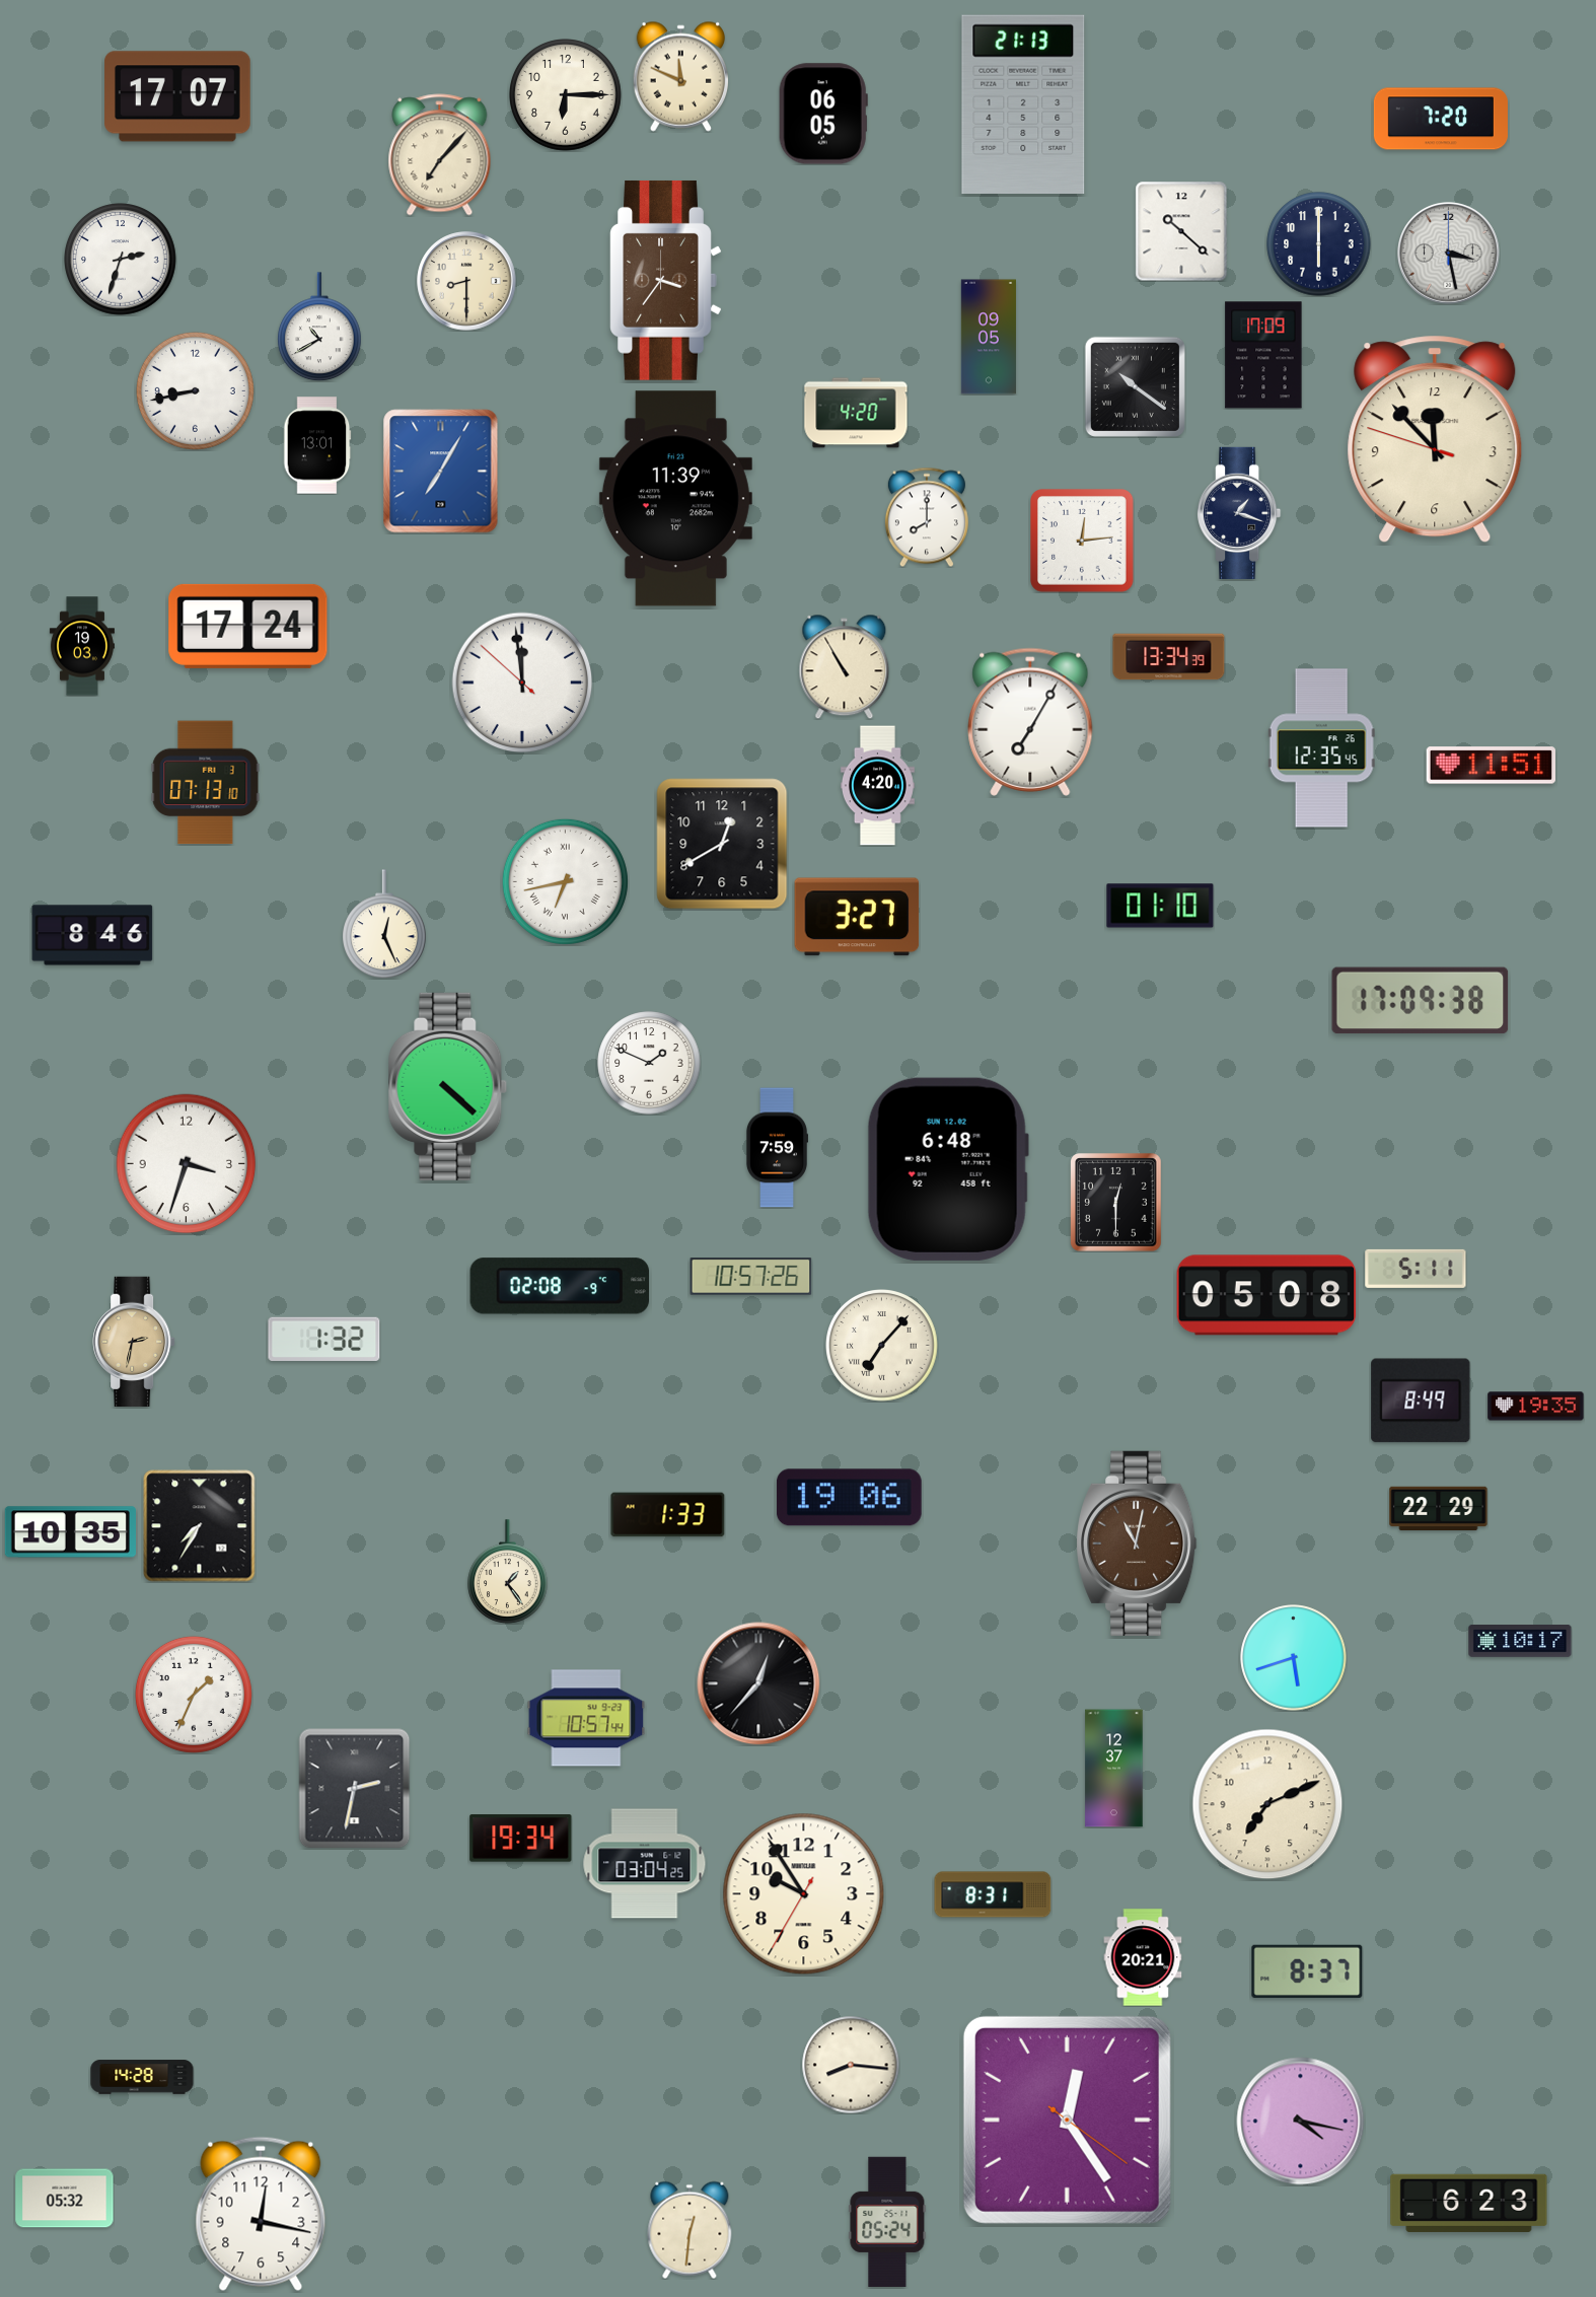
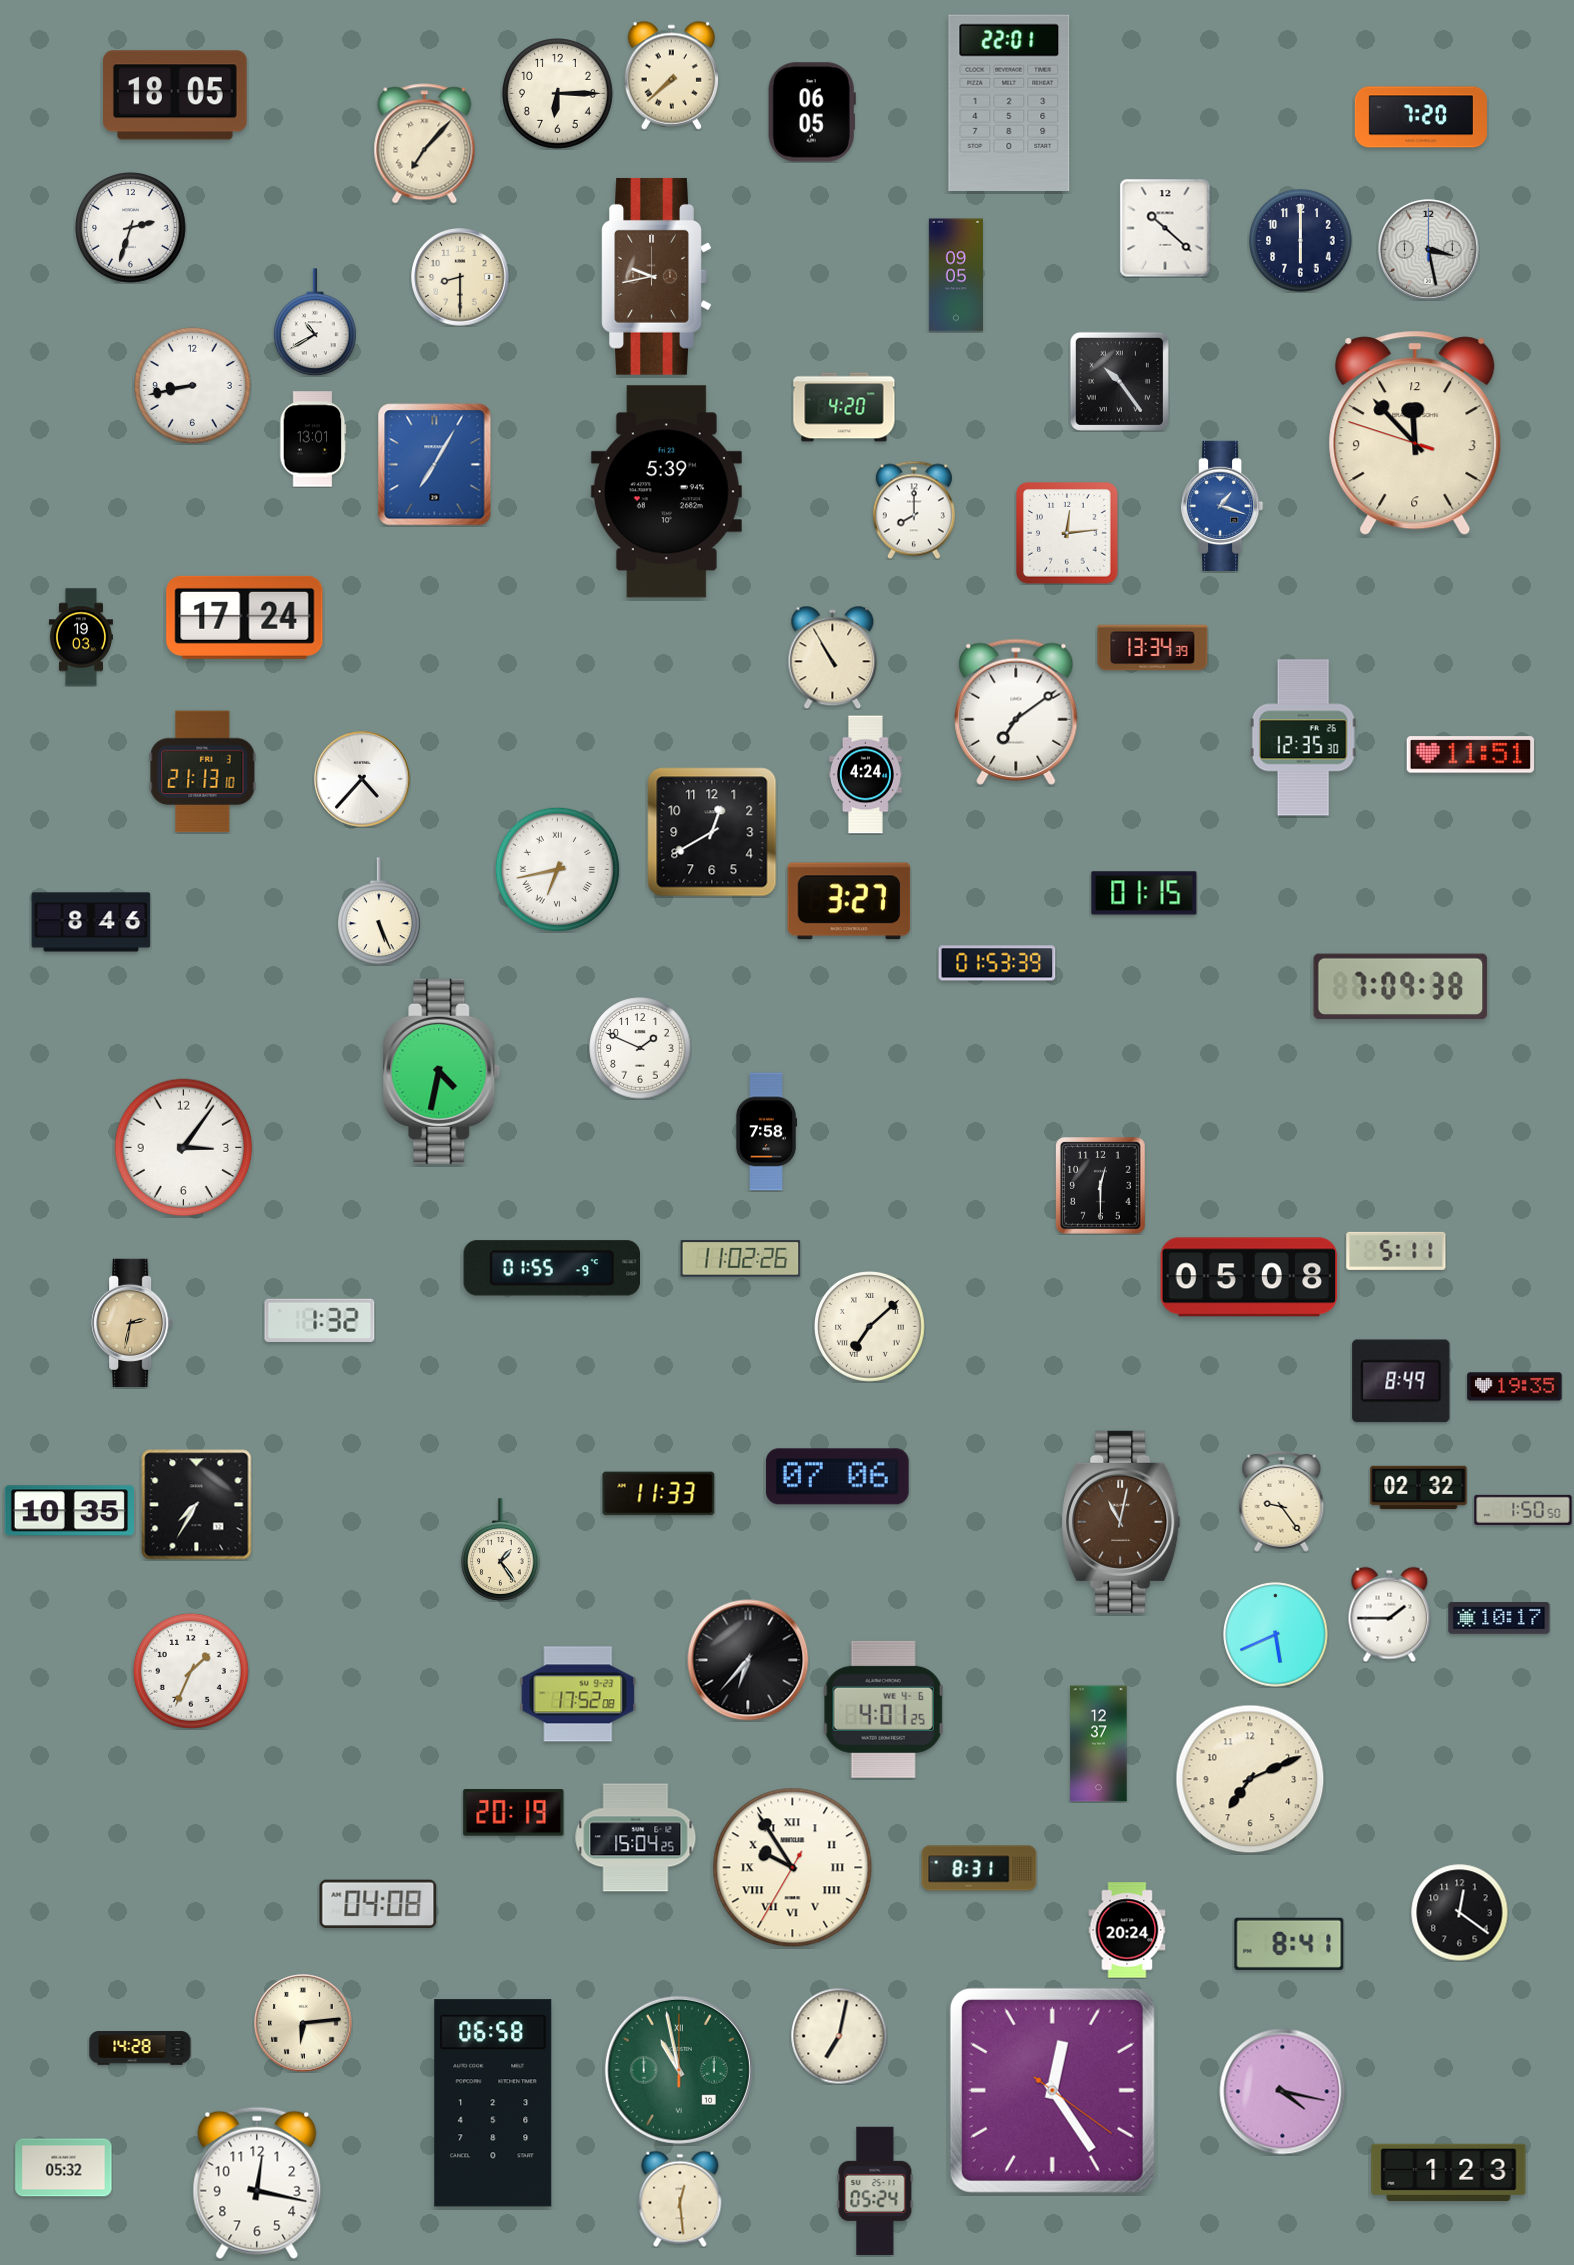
clock at (680, 76): 11:49 -> 7:38
clock at (177, 96): 17:07 -> 18:05
clock at (1023, 104): 21:13 -> 22:01
clock at (440, 155) position: (440, 155) -> (425, 144)
clock at (121, 260) position: (121, 260) -> (131, 228)
clock at (666, 280): 3:36 -> 9:43
clock at (988, 337) position: (988, 337) -> (955, 275)
clock at (1263, 355): 17:09 -> none
clock at (1135, 386): 10:21 -> 10:24
clock at (675, 499): 11:39 -> 5:39
clock at (1239, 513) dial: navy -> blue
clock at (522, 683): 11:58 -> none
clock at (1030, 722): 7:05 -> 7:09
clock at (1321, 748): 12:35:45 -> 12:35:30
clock at (206, 783): 07:13 -> 21:13
clock at (877, 786): 4:20 -> 4:24
clock at (362, 779): none -> 4:37
clock at (1160, 906): 01:10 -> 01:15
clock at (857, 917) position: (857, 917) -> (849, 901)
clock at (385, 924): 12:26 -> 5:26
clock at (997, 963): none -> 01:53
clock at (1421, 1001): 17:09 -> 7:09
clock at (448, 1086): 4:22 -> 4:32
clock at (776, 1148): 7:59 -> 7:58
clock at (187, 1164): 3:33 -> 3:06
clock at (948, 1169): 6:48 -> none
clock at (751, 1277): 10:57 -> 11:02
clock at (560, 1286): 02:08 -> 01:55
clock at (882, 1346): 7:07 -> 7:08
clock at (849, 1498): 19:06 -> 07:06
clock at (1439, 1509): 22:29 -> 02:32
clock at (668, 1515): 1:33 -> 11:33
clock at (1282, 1502): none -> 9:24
clock at (1523, 1510): none -> 1:50
clock at (1390, 1614): none -> 1:45
clock at (1294, 1658): 5:42 -> 5:41
clock at (758, 1683): 12:37 -> 6:37
clock at (586, 1718): 10:57 -> 17:52
clock at (883, 1709): none -> 4:01
clock at (355, 1789): 2:32 -> none
clock at (521, 1839): 19:34 -> 20:19
clock at (645, 1864): 03:04 -> 15:04
clock at (804, 1894) numerals: Arabic -> Roman
clock at (378, 1904): none -> 04:08
clock at (1459, 1912): none -> 12:21
clock at (1143, 1957): 20:21 -> 20:24
clock at (1307, 1971): 8:37 -> 8:41
clock at (303, 2023): none -> 6:14
clock at (851, 2065): 8:16 -> 7:02
clock at (679, 2070): none -> 10:58
clock at (493, 2103): none -> 06:58
clock at (1469, 2203): 6:23 -> 1:23
clock at (690, 2230): 12:31 -> 12:29
